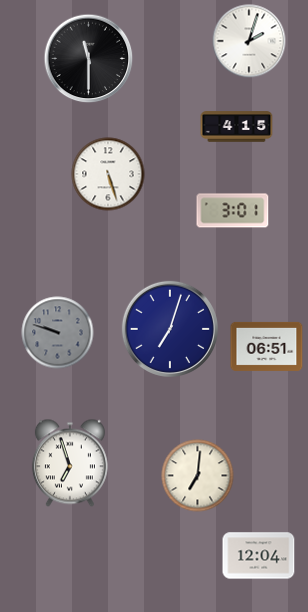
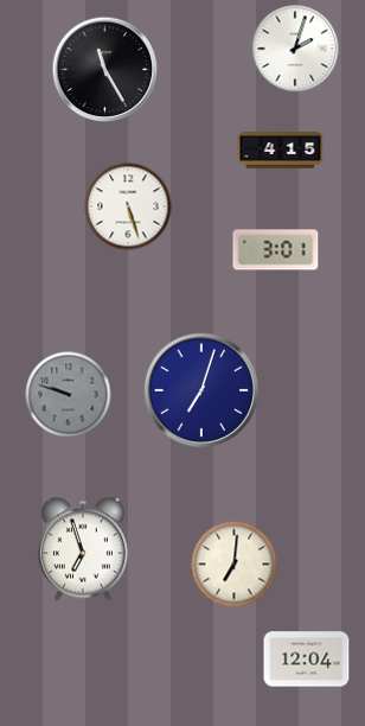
clock at (89, 59): 11:30 -> 11:25
clock at (267, 346): 06:51 -> none
